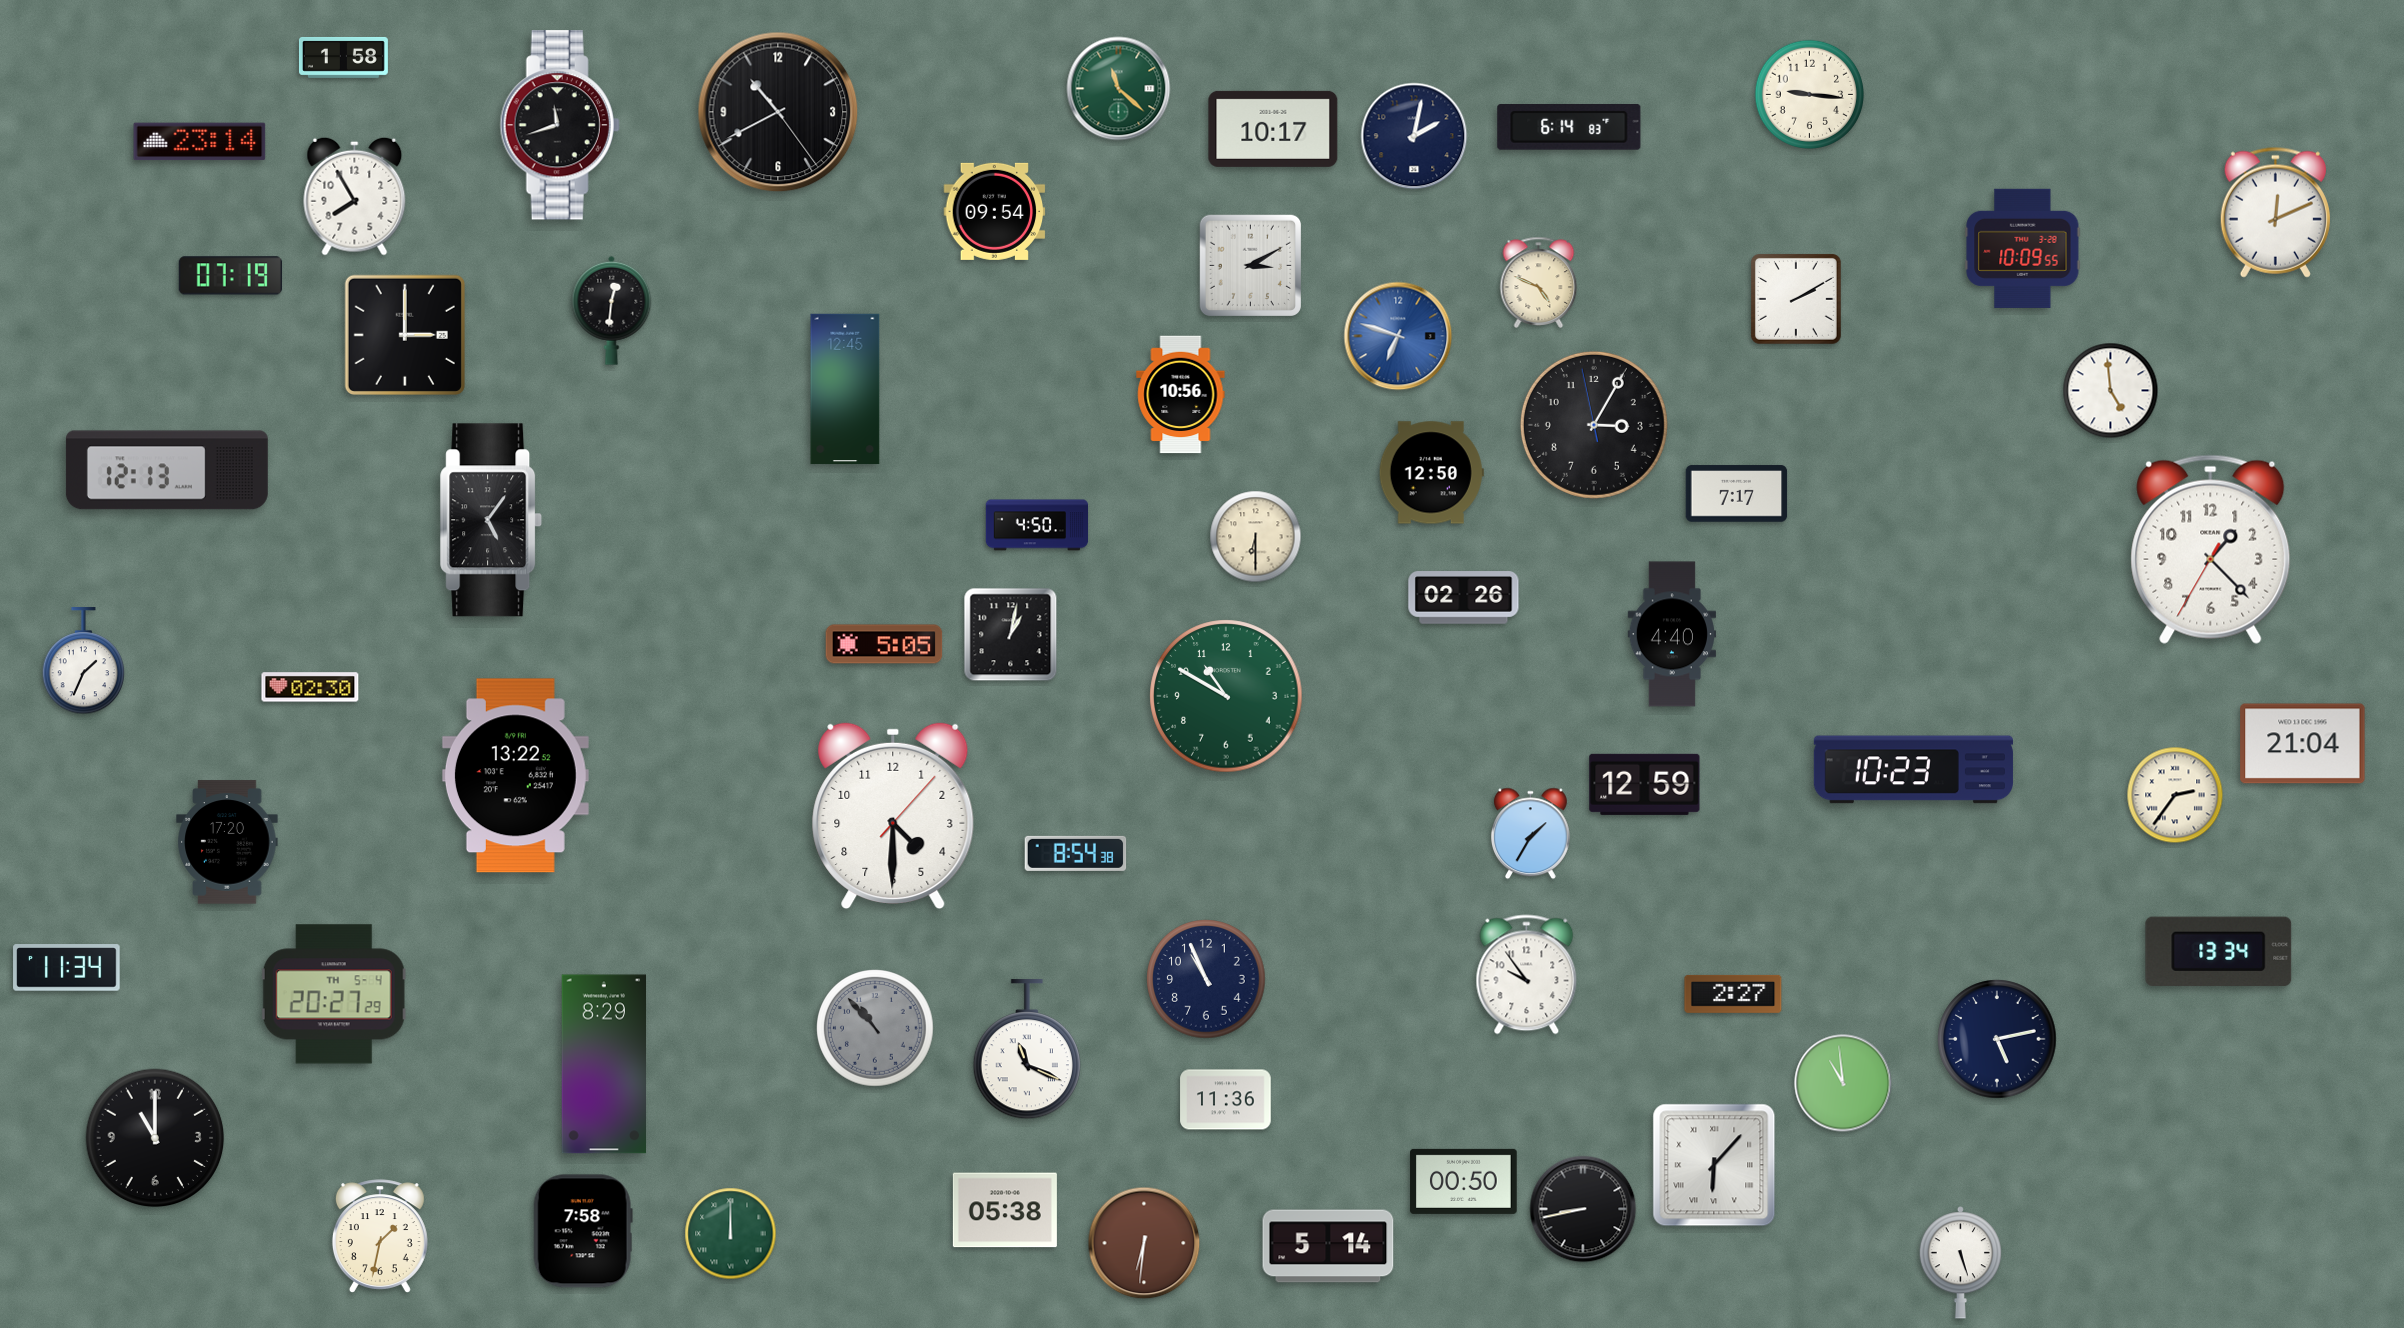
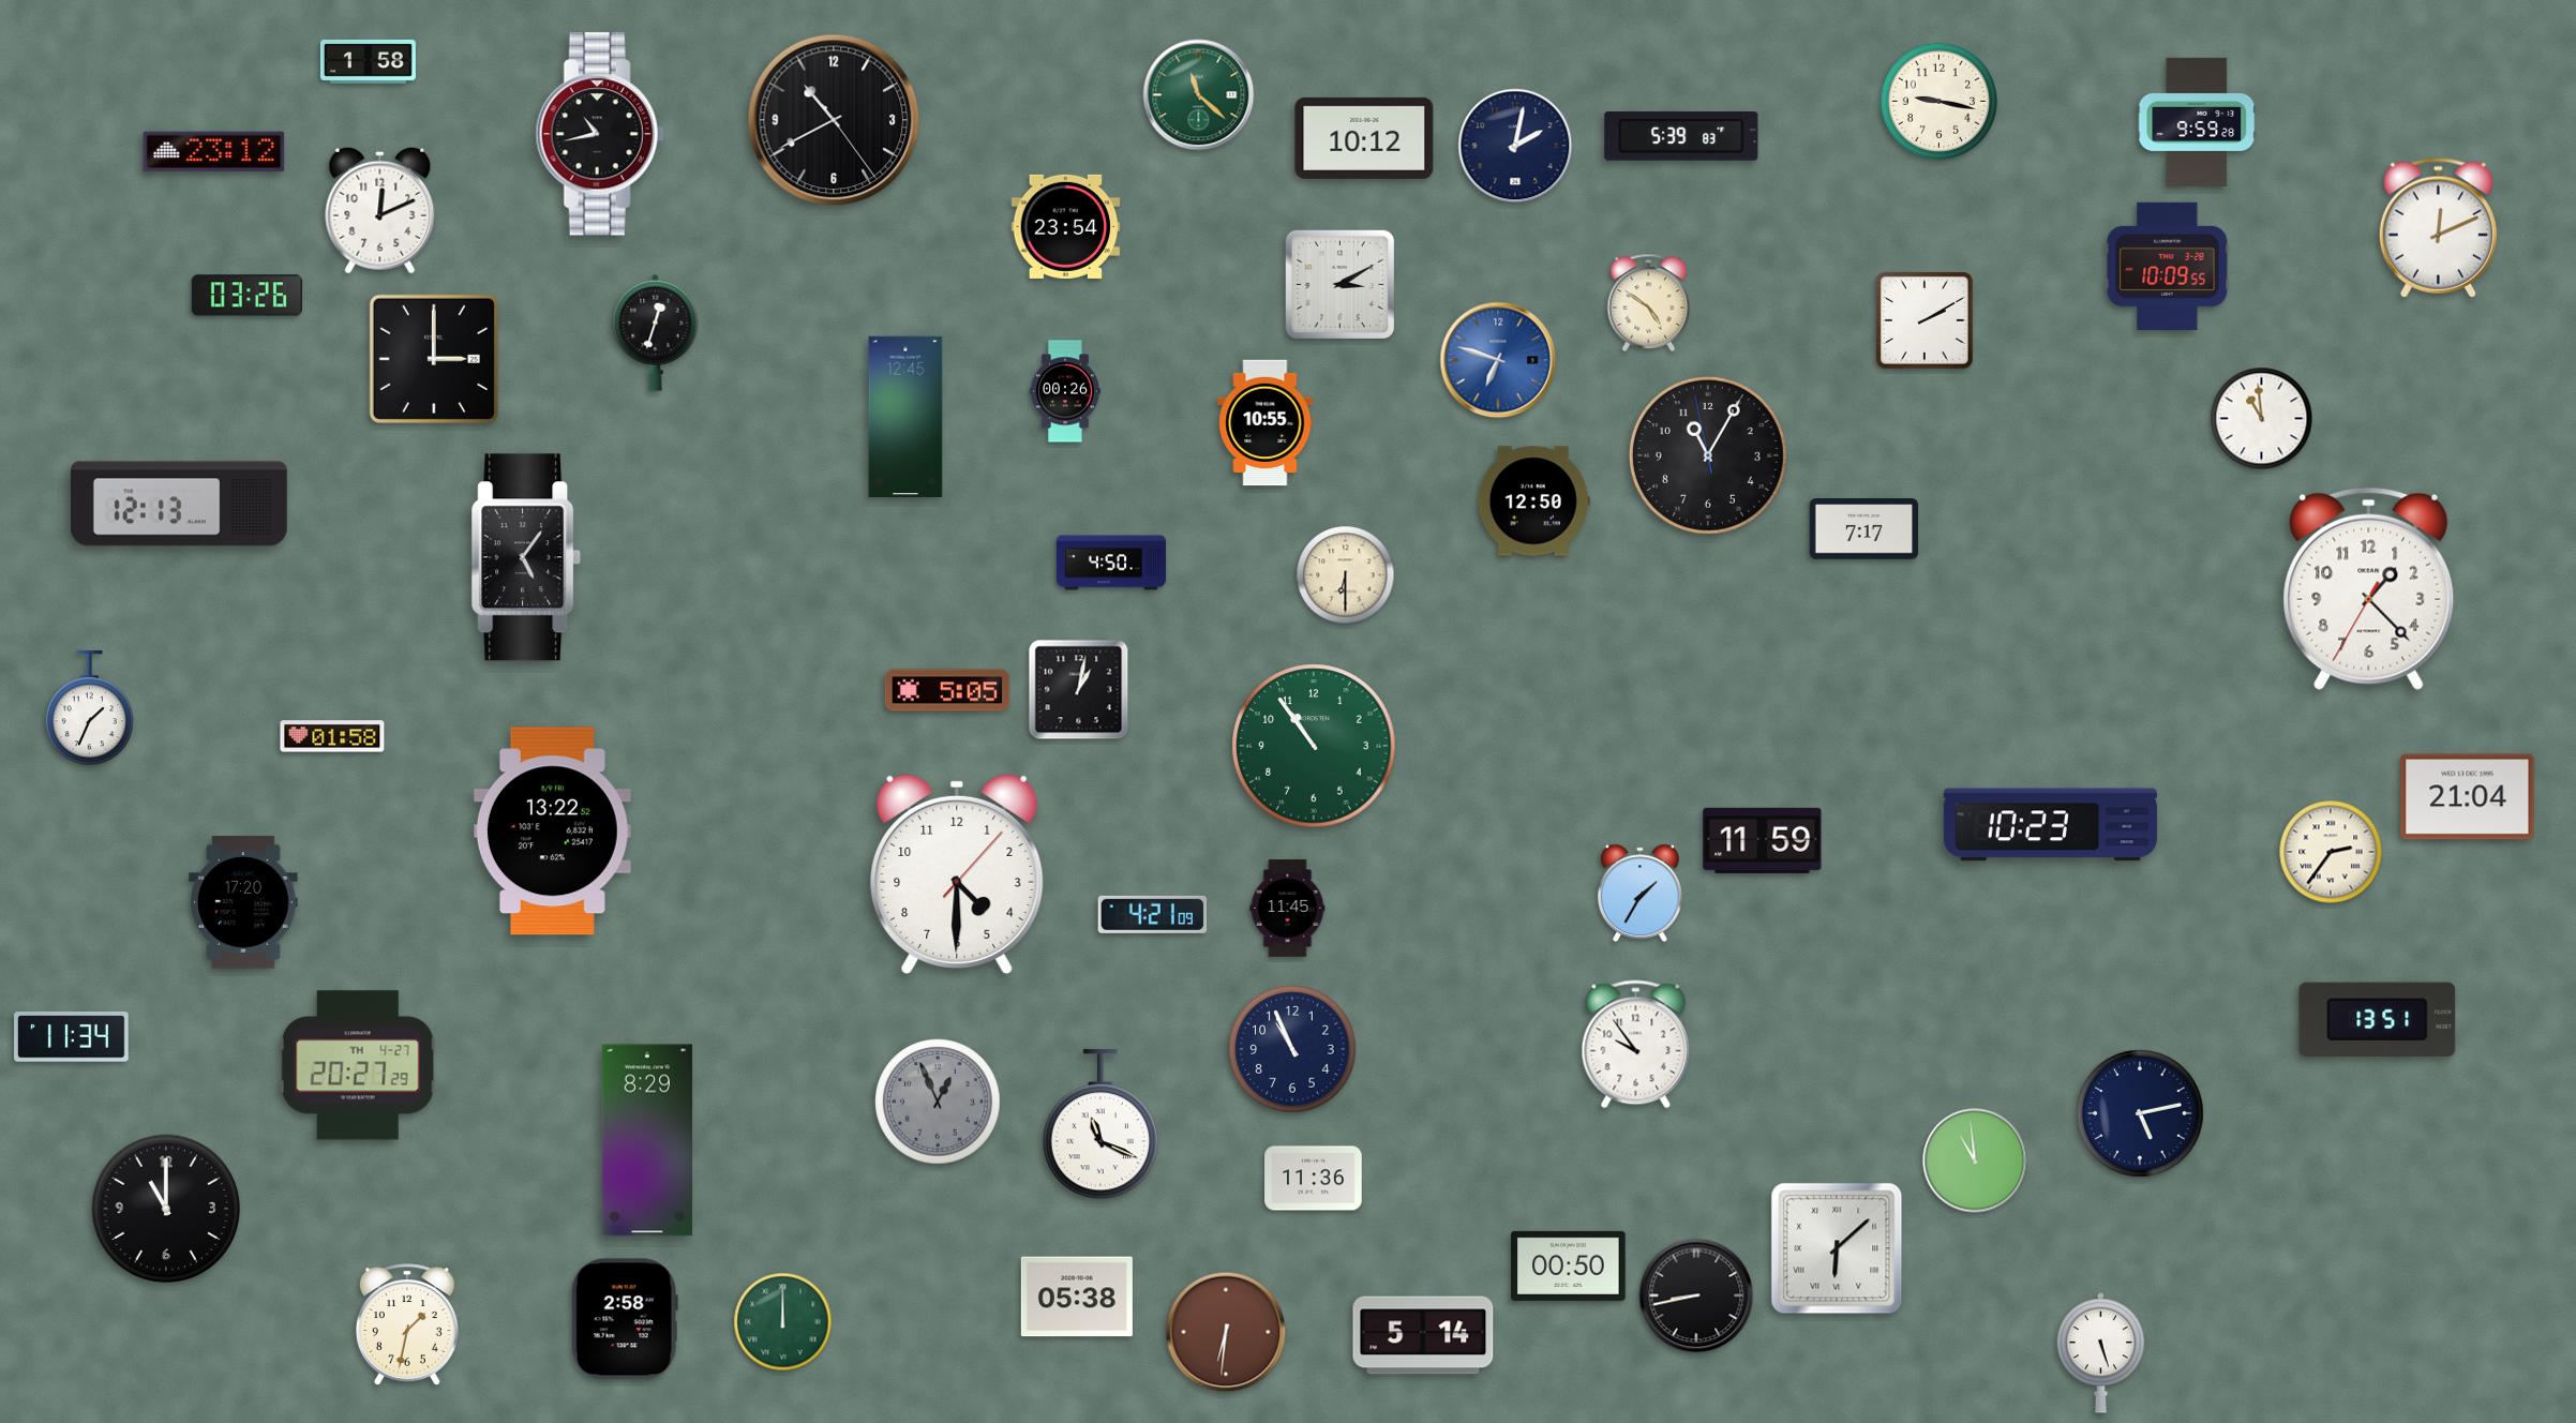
clock at (1809, 94): 9:16 -> 9:17
clock at (2197, 122): none -> 9:59
clock at (560, 125): 11:42 -> 10:43
clock at (1569, 128): 6:14 -> 5:39
clock at (1273, 129): 10:17 -> 10:12
clock at (200, 142): 23:14 -> 23:12
clock at (355, 196): 7:55 -> 12:11
clock at (995, 211): 09:54 -> 23:54
clock at (230, 276): 07:19 -> 03:26
clock at (1539, 282): 4:49 -> 4:51
clock at (612, 310): 12:31 -> 12:33
clock at (1066, 391): none -> 00:26
clock at (2111, 391): 4:59 -> 10:59
clock at (1181, 395): 10:56 -> 10:55
clock at (1594, 425): 3:04 -> 11:04
clock at (1431, 473) position: (1431, 473) -> (1533, 501)
clock at (1737, 494) position: (1737, 494) -> (1864, 529)
clock at (1464, 598): 02:26 -> none
clock at (1671, 634): 4:40 -> none
clock at (1011, 635) position: (1011, 635) -> (1079, 690)
clock at (310, 687): 02:30 -> 01:58
clock at (1226, 696): 10:50 -> 10:54
clock at (1645, 784): 12:59 -> 11:59
clock at (1288, 909): none -> 11:45
clock at (1076, 853): 8:54 -> 4:21
clock at (2219, 951): 13:34 -> 13:51
clock at (334, 994) date: TH 5-4 -> TH 4-27
clock at (1733, 994): 2:27 -> none
clock at (876, 1029): 10:53 -> 12:56
clock at (155, 1138) position: (155, 1138) -> (166, 1209)
clock at (1714, 1165): 6:07 -> 6:08
clock at (583, 1231): 7:58 -> 2:58
